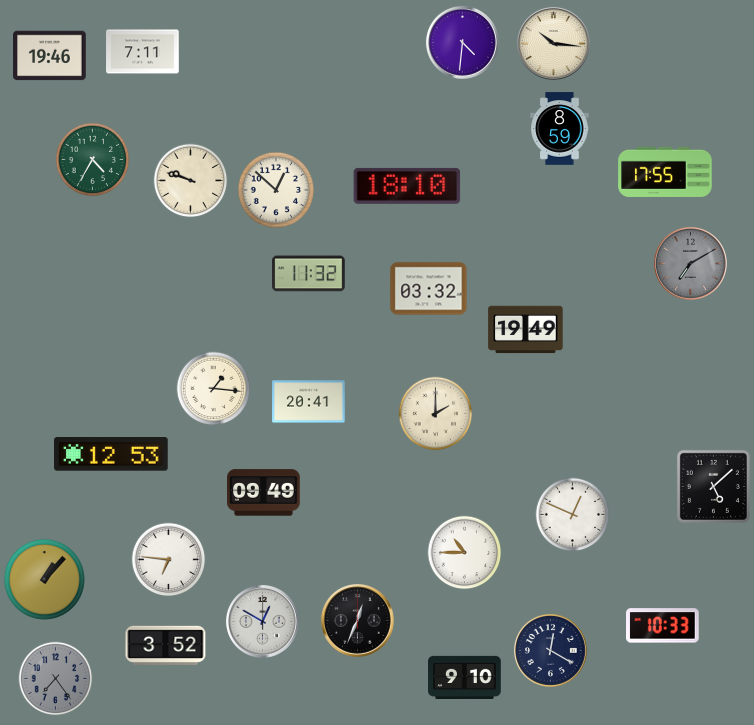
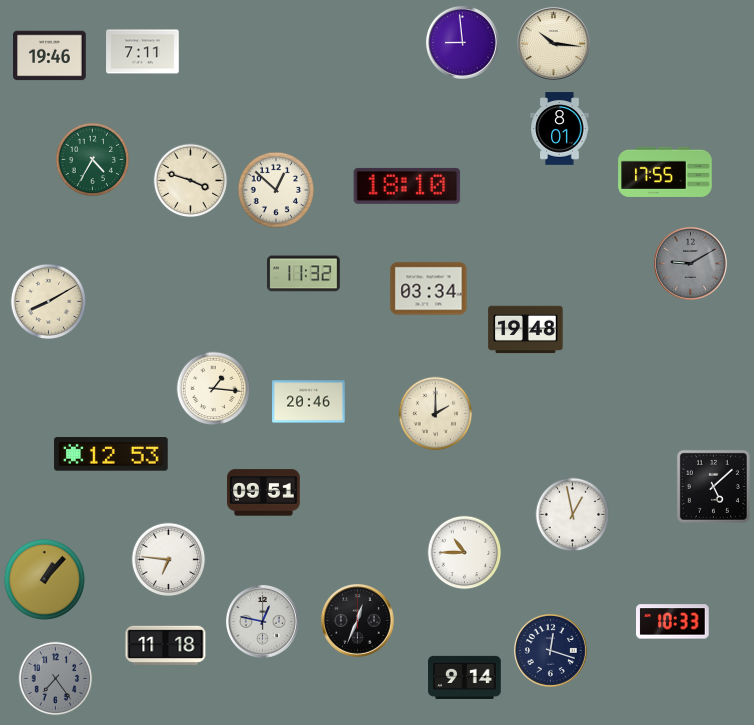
clock at (462, 42): 4:31 -> 8:59
clock at (560, 129): 8:59 -> 8:01
clock at (191, 181): 9:48 -> 3:48
clock at (690, 263): 7:10 -> 9:10
clock at (309, 274) position: (309, 274) -> (304, 274)
clock at (429, 289): 03:32 -> 03:34
clock at (49, 302): none -> 8:10
clock at (526, 330): 19:49 -> 19:48
clock at (309, 402): 20:41 -> 20:46
clock at (264, 493): 09:49 -> 09:51
clock at (573, 515): 12:49 -> 12:58
clock at (262, 621): 12:50 -> 12:47
clock at (663, 626) position: (663, 626) -> (673, 622)
clock at (166, 645): 3:52 -> 11:18
clock at (550, 650): 12:20 -> 12:18
clock at (465, 677): 9:10 -> 9:14
